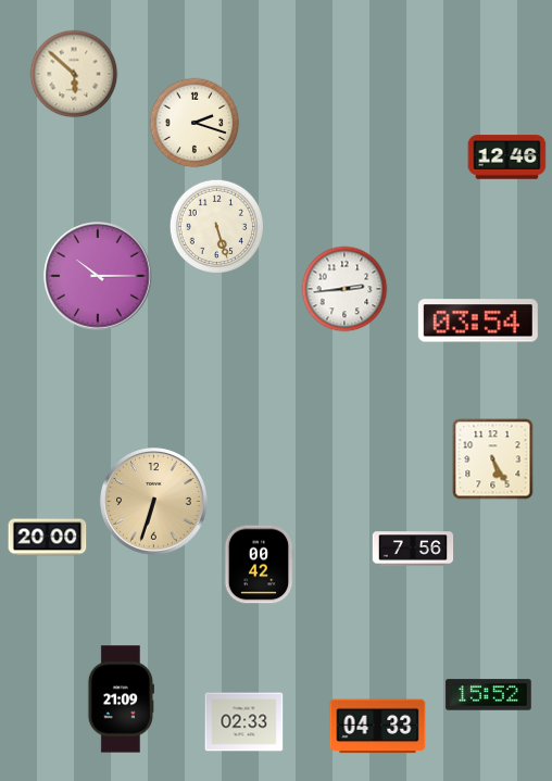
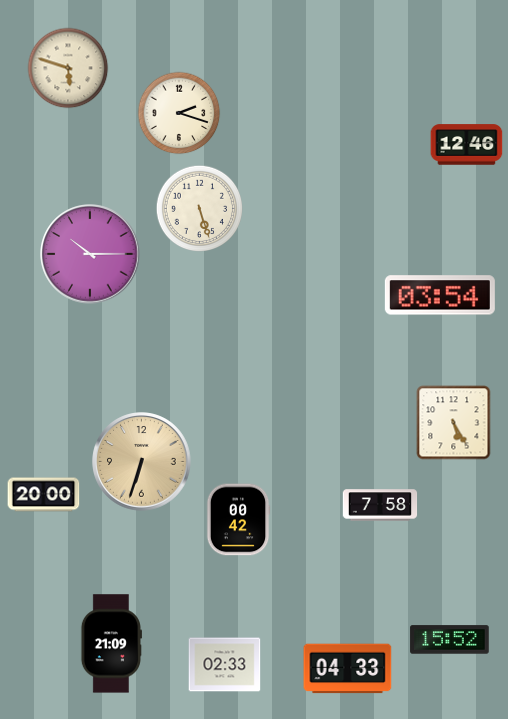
clock at (74, 74): 5:52 -> 5:48
clock at (344, 289): 2:44 -> none
clock at (413, 549): 7:56 -> 7:58
